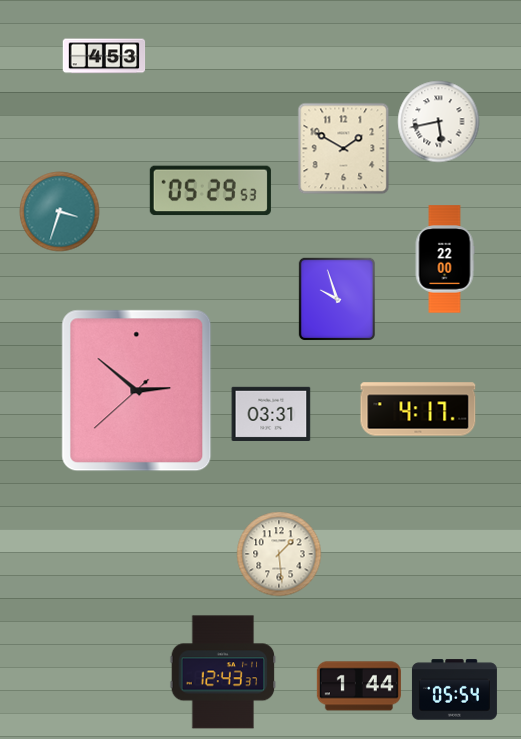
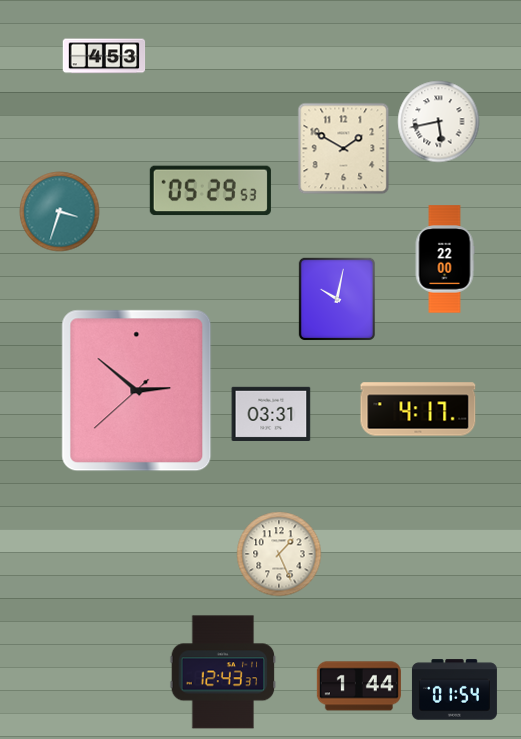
clock at (336, 298): 9:57 -> 10:02
clock at (279, 554): 1:29 -> 1:26
clock at (454, 690): 05:54 -> 01:54
